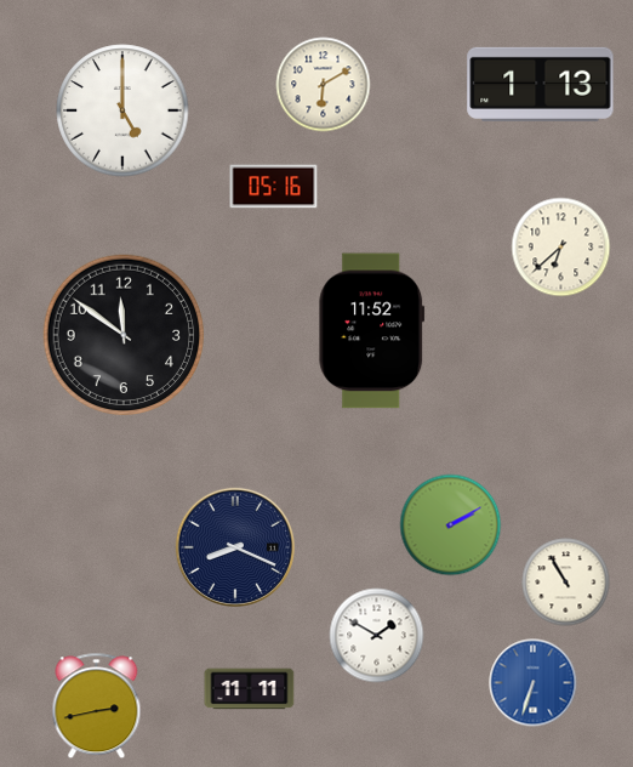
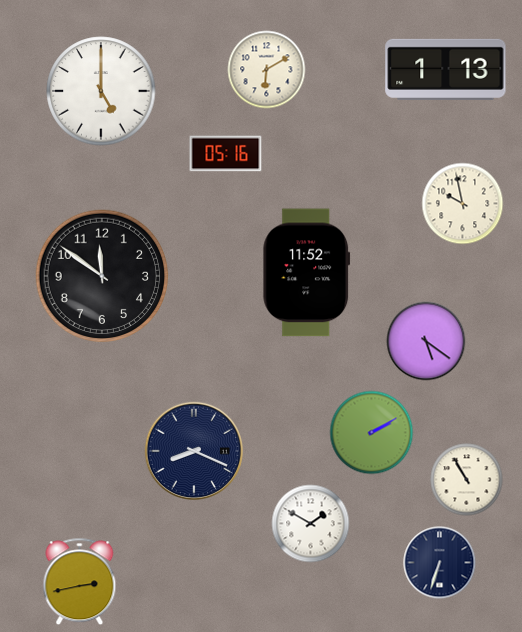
clock at (561, 248): 6:38 -> 9:58
clock at (426, 341): none -> 5:21
clock at (534, 683) dial: blue -> navy
clock at (250, 689): 11:11 -> none
